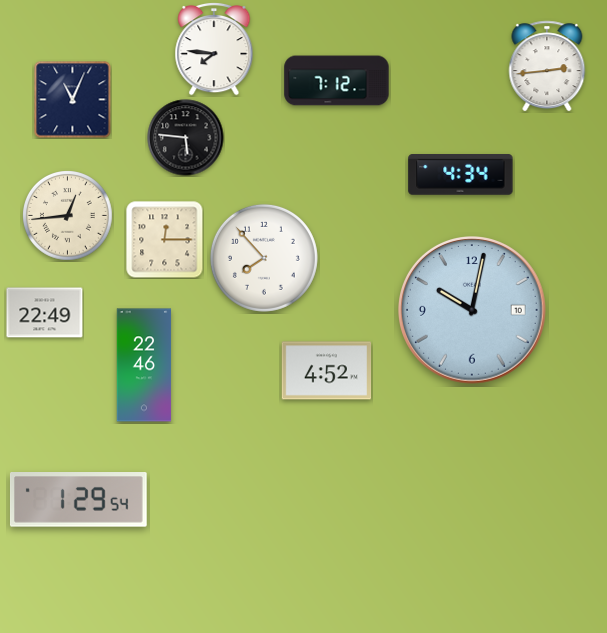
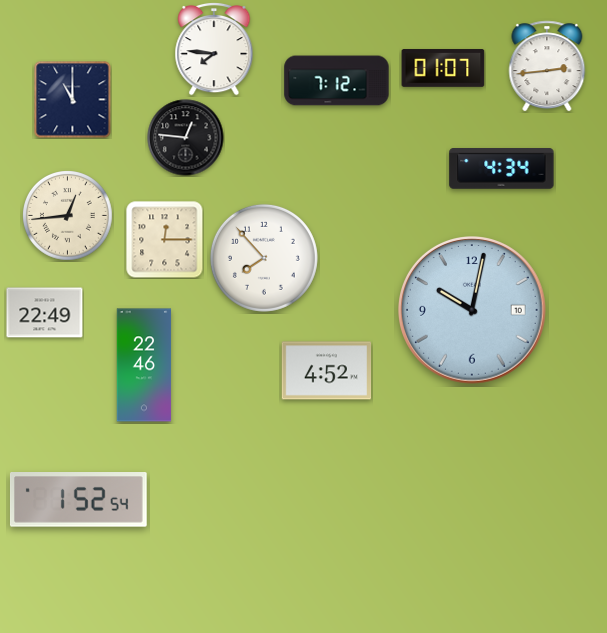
clock at (443, 68): none -> 01:07
clock at (73, 100): 11:04 -> 11:00
clock at (186, 138): 5:46 -> 12:46
clock at (461, 175) position: (461, 175) -> (502, 169)
clock at (78, 500): 1:29 -> 1:52
